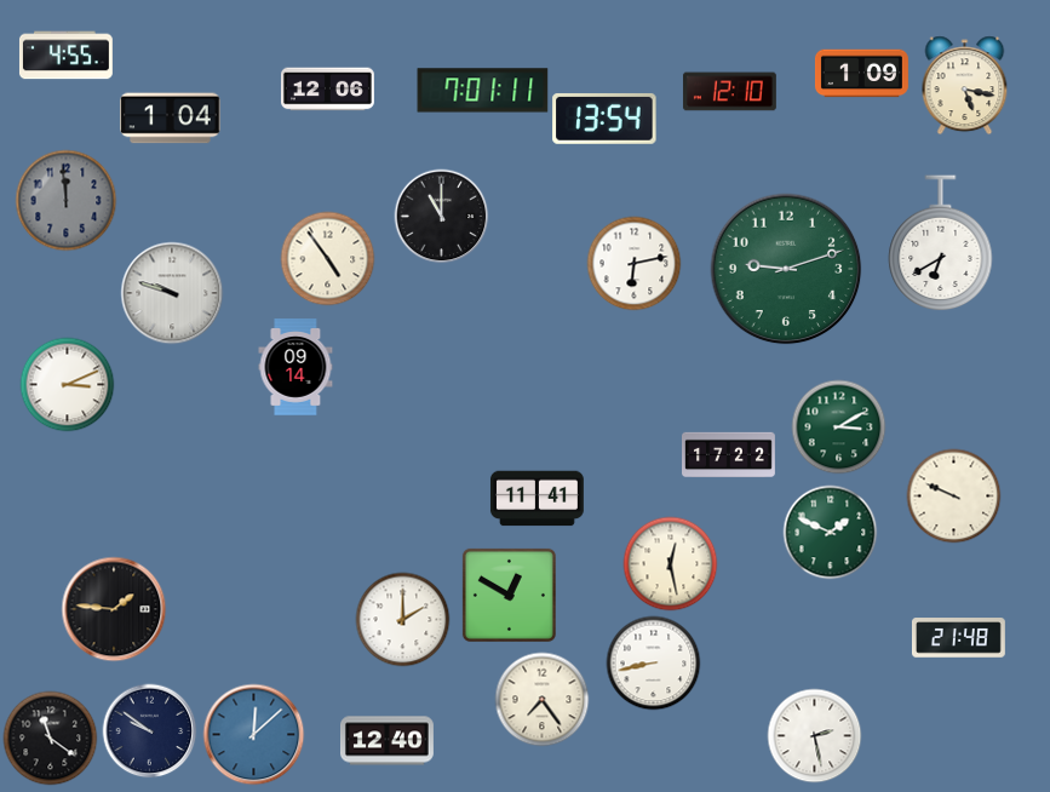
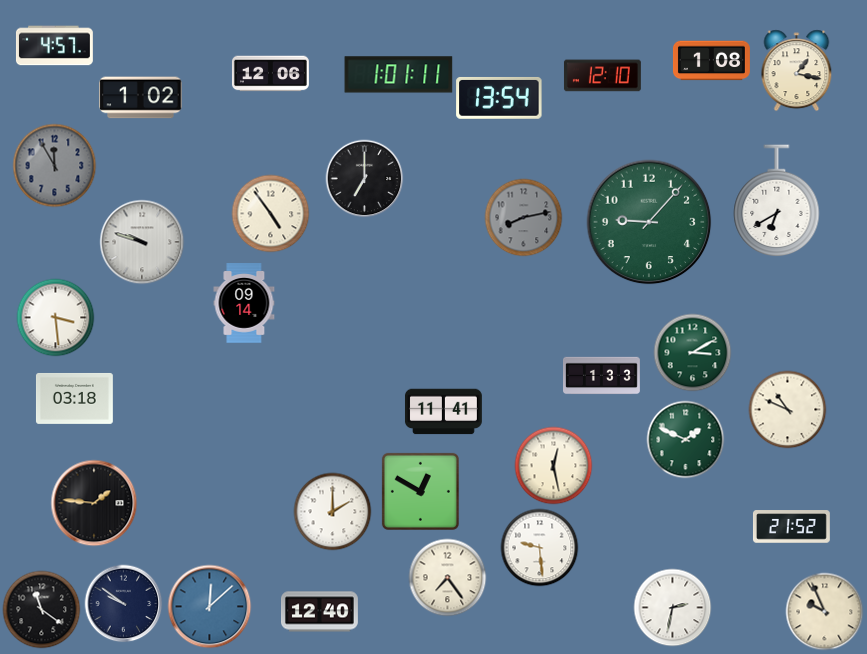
clock at (65, 56): 4:55 -> 4:57
clock at (861, 74): 1:09 -> 1:08
clock at (965, 85): 5:17 -> 1:17
clock at (483, 91): 7:01 -> 1:01
clock at (171, 119): 1:04 -> 1:02
clock at (65, 200): 11:59 -> 11:55
clock at (441, 216): 11:00 -> 7:00
clock at (633, 263): 6:13 -> 8:13
clock at (633, 263) dial: white -> grey
clock at (786, 269): 9:12 -> 9:07
clock at (67, 384): 3:11 -> 3:29
clock at (729, 455): 17:22 -> 1:33
clock at (74, 398): none -> 03:18
clock at (953, 495): 9:49 -> 10:49
clock at (958, 638): 21:48 -> 21:52
clock at (653, 662): 8:43 -> 9:29
clock at (814, 735): 2:28 -> 2:32
clock at (824, 611): none -> 9:56
